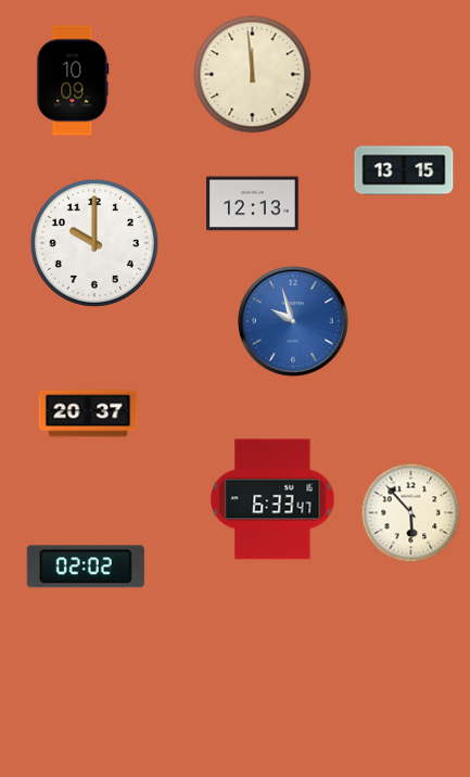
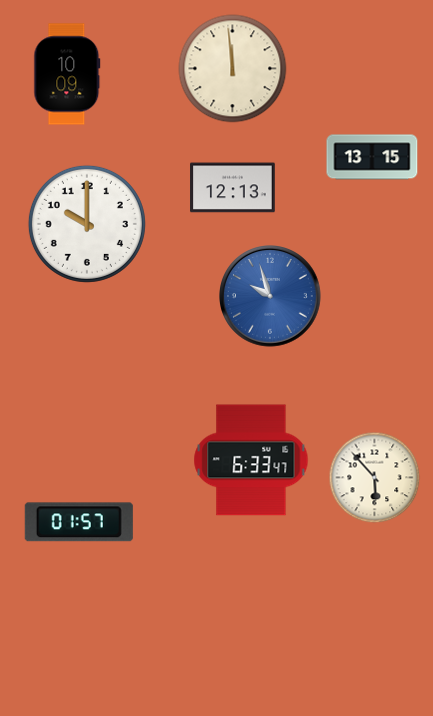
clock at (88, 413): 20:37 -> none
clock at (411, 513) position: (411, 513) -> (375, 478)
clock at (86, 566): 02:02 -> 01:57
